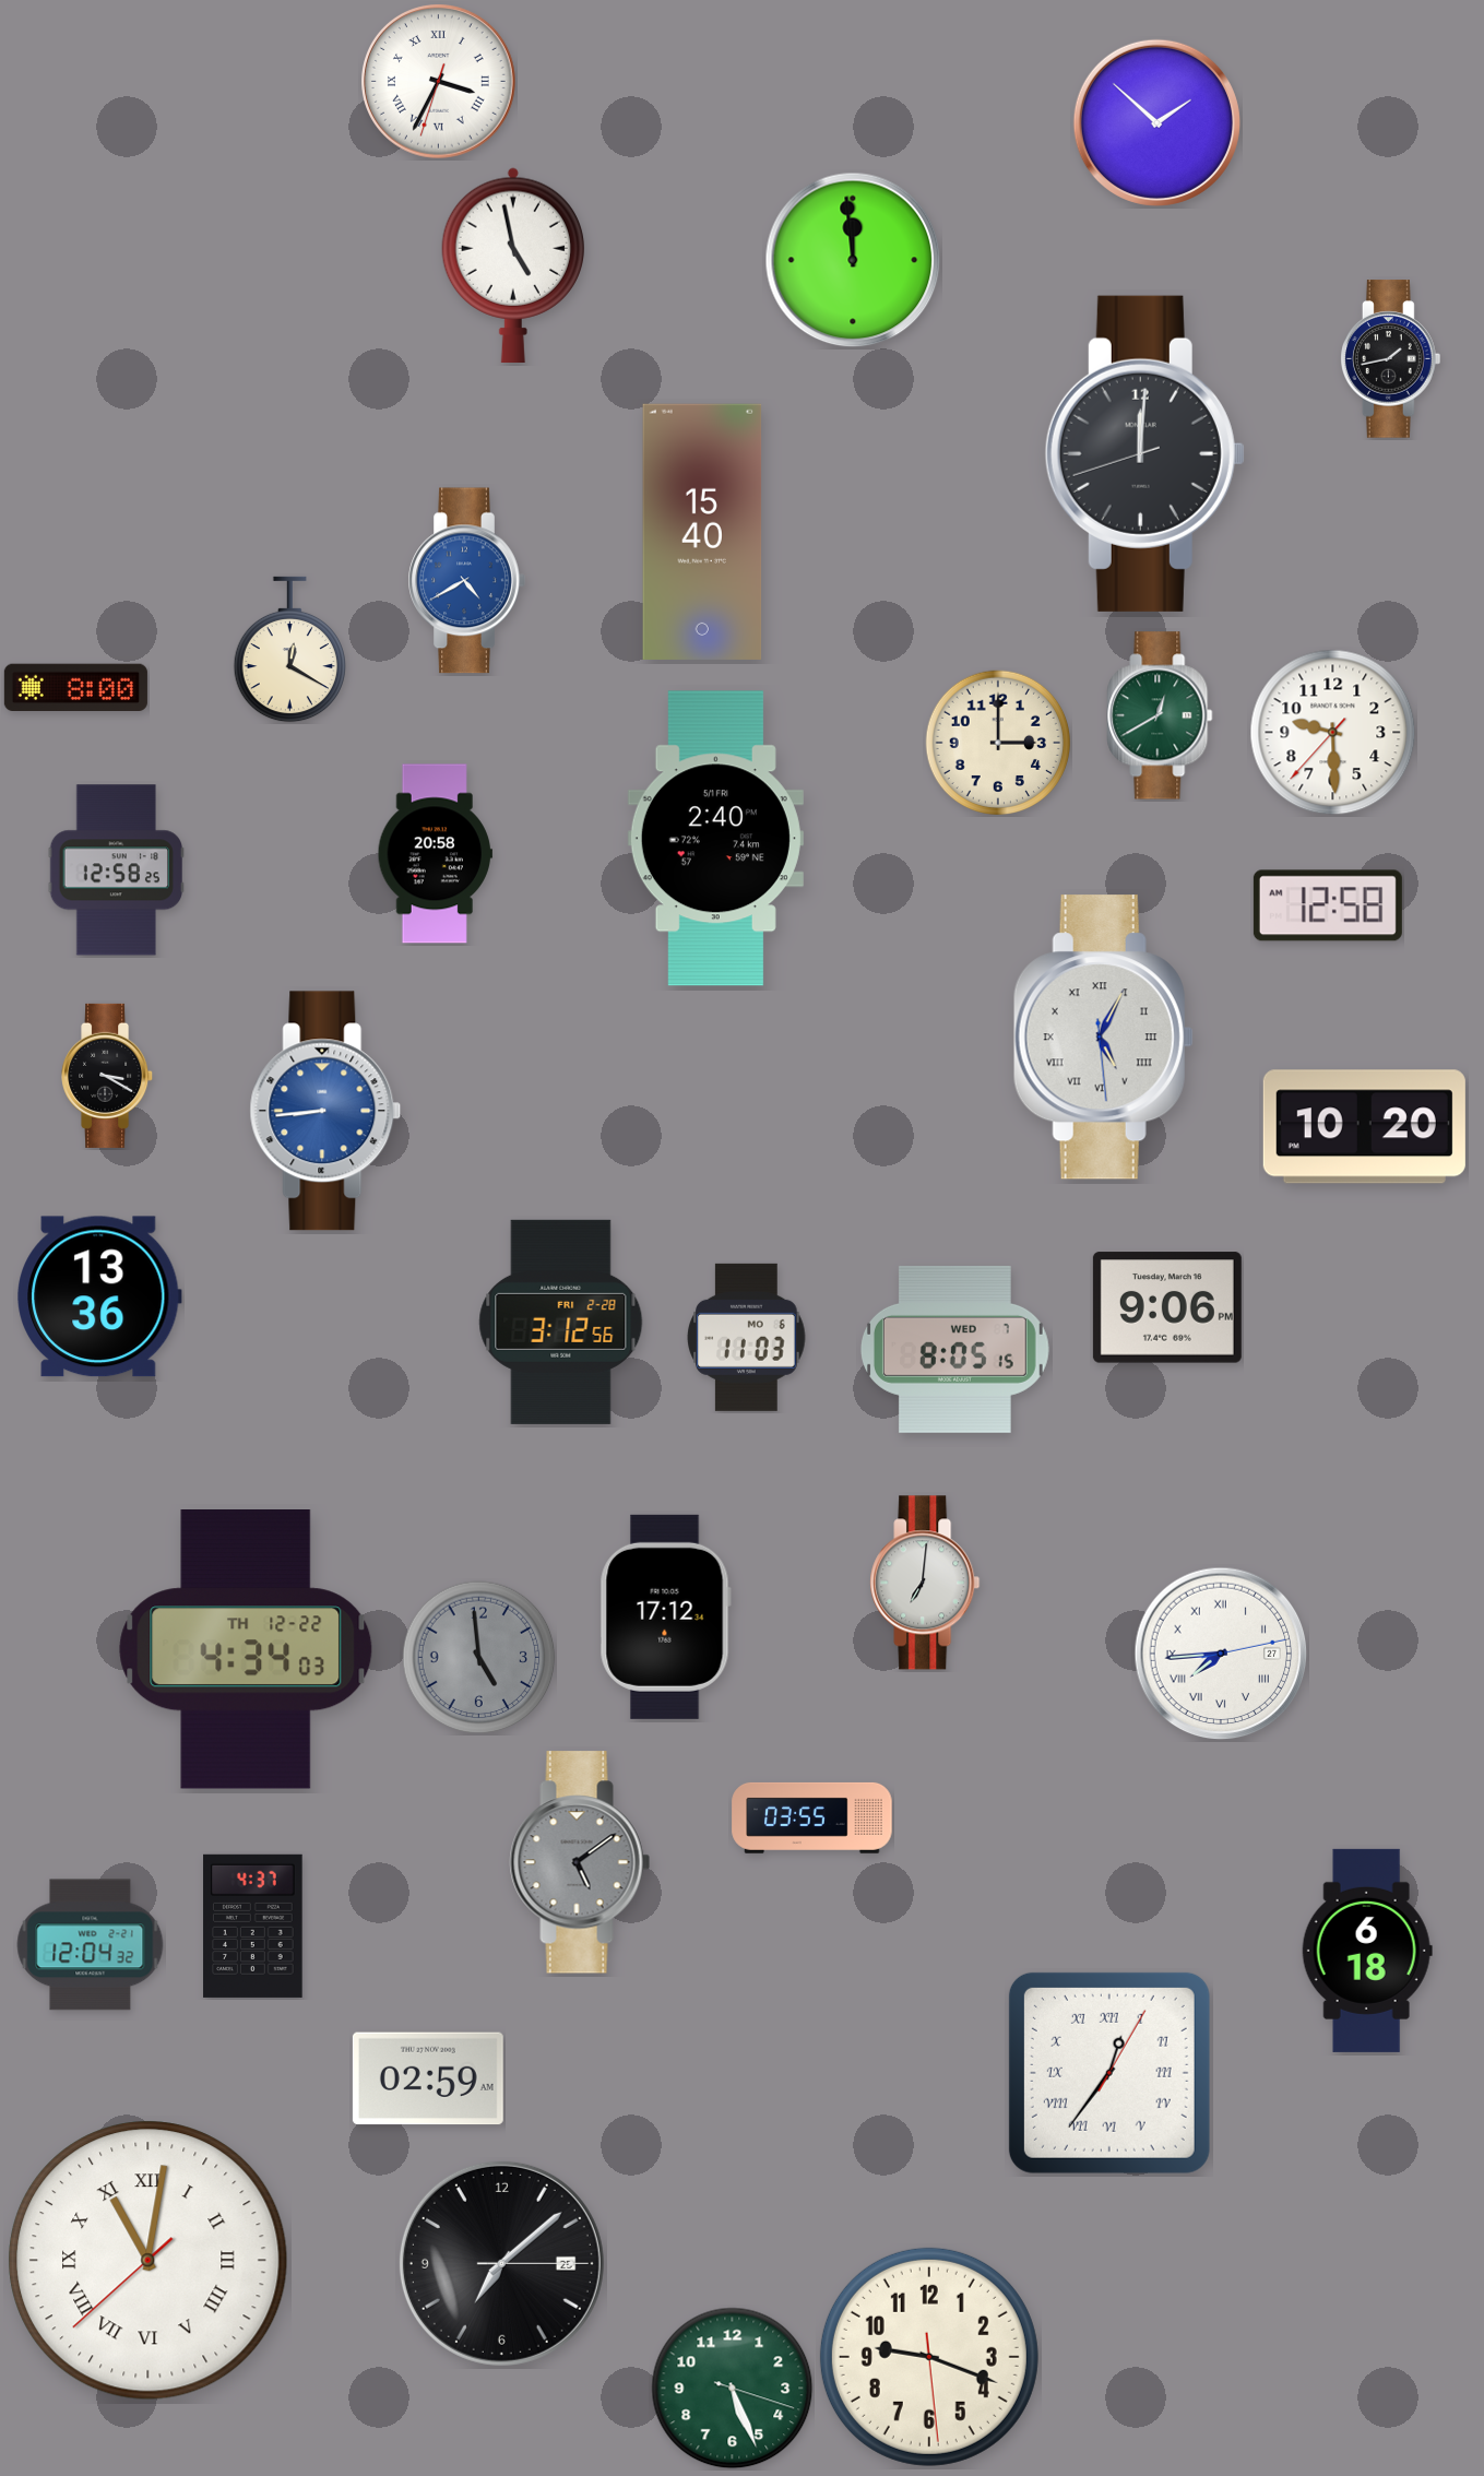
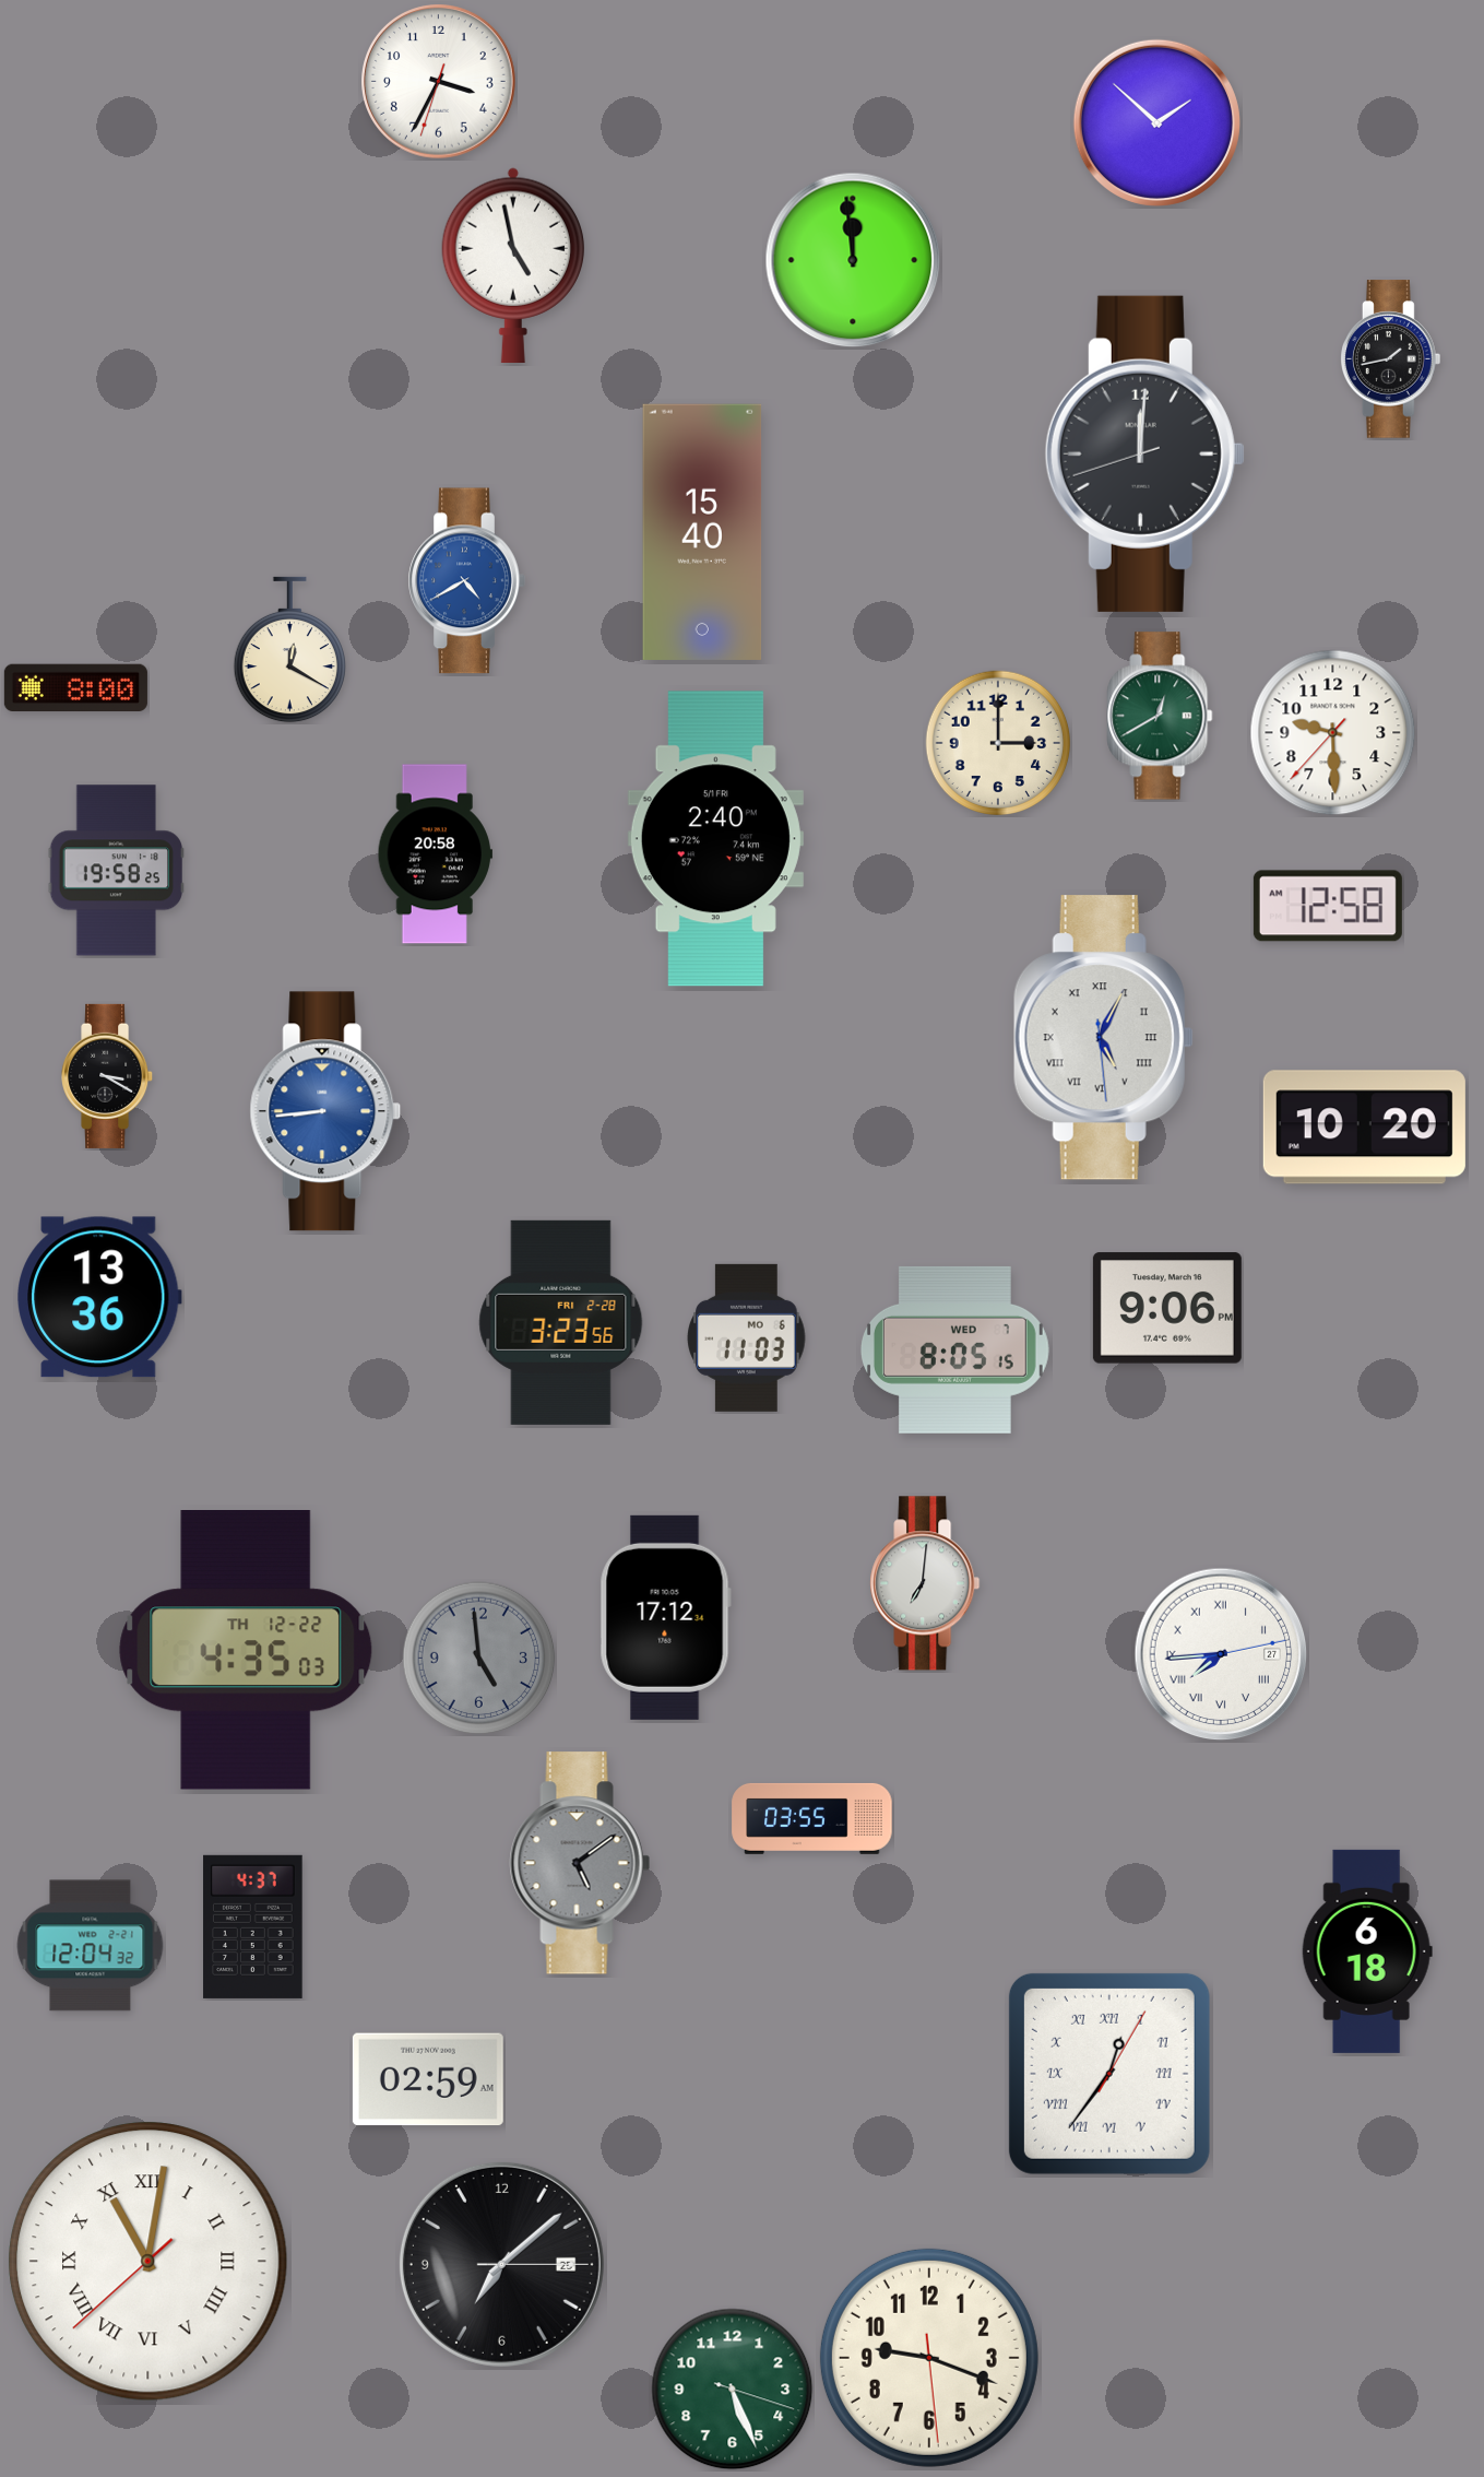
clock at (439, 82) numerals: Roman -> Arabic
clock at (116, 870): 12:58 -> 19:58
clock at (561, 1322): 3:12 -> 3:23
clock at (246, 1650): 4:34 -> 4:35
